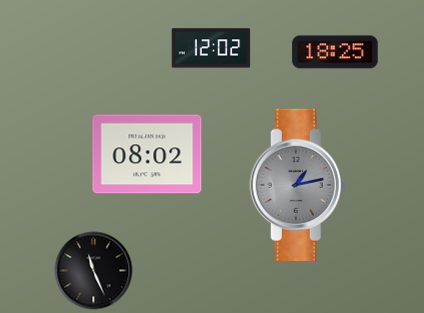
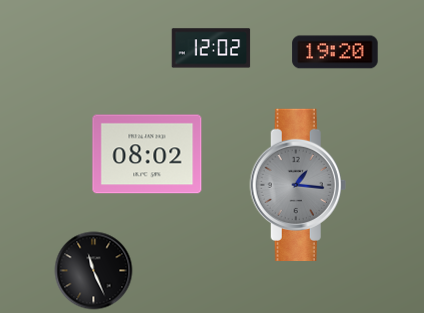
clock at (335, 52): 18:25 -> 19:20
clock at (298, 184): 1:13 -> 1:16
